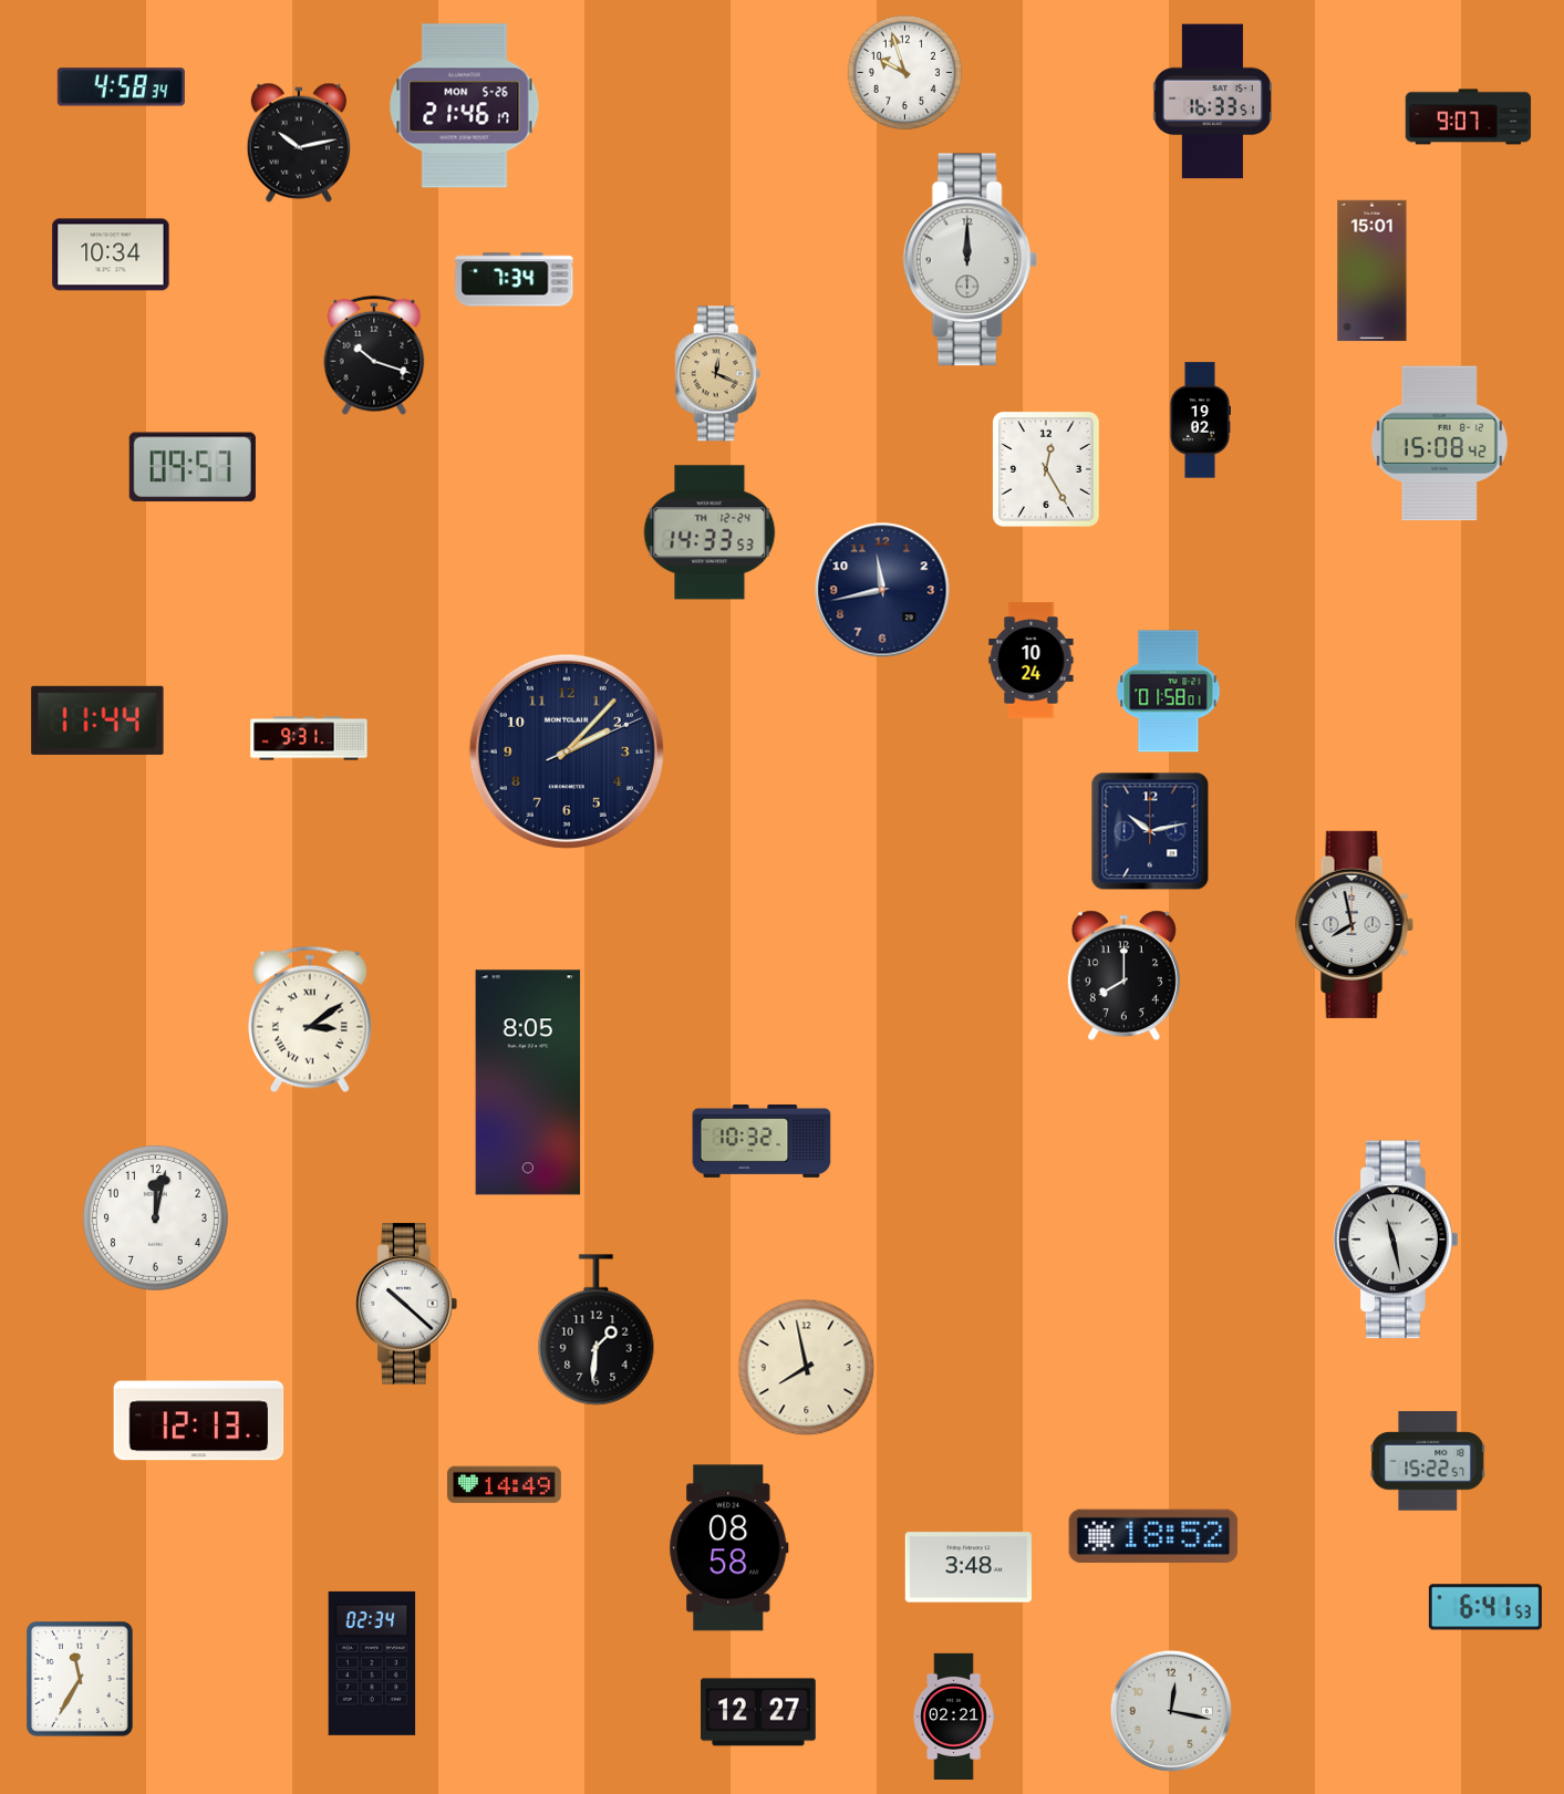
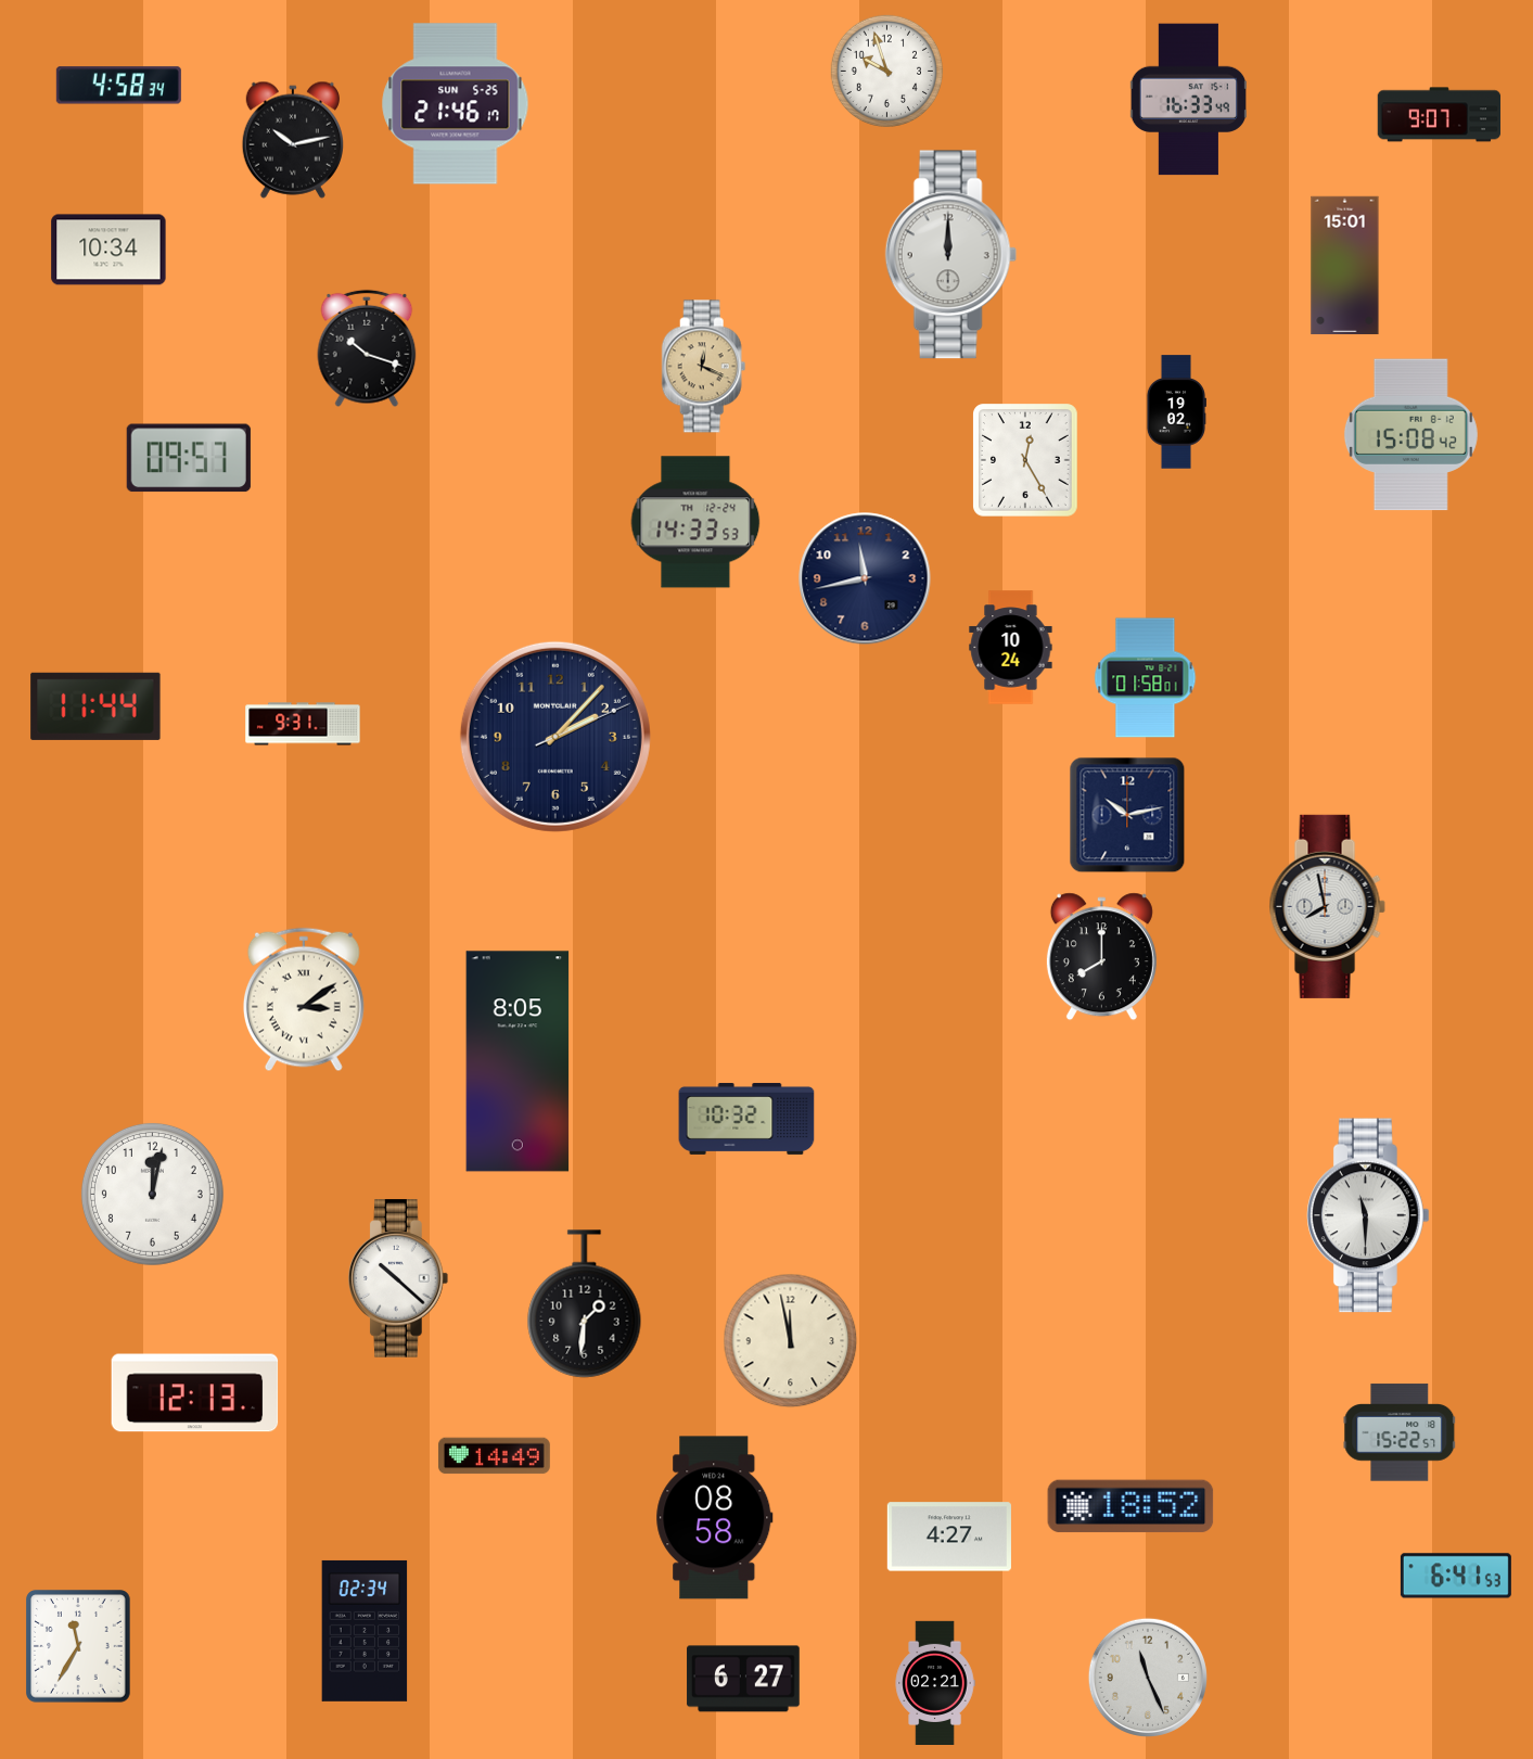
clock at (1213, 102): 16:33:51 -> 16:33:49
clock at (465, 106) date: MON 5-26 -> SUN 5-25
clock at (515, 280): 7:34 -> none
clock at (1397, 1240): 11:28 -> 11:30
clock at (807, 1368): 7:58 -> 11:58
clock at (969, 1567): 3:48 -> 4:27
clock at (1171, 1711): 12:17 -> 11:26
clock at (758, 1712): 12:27 -> 6:27
